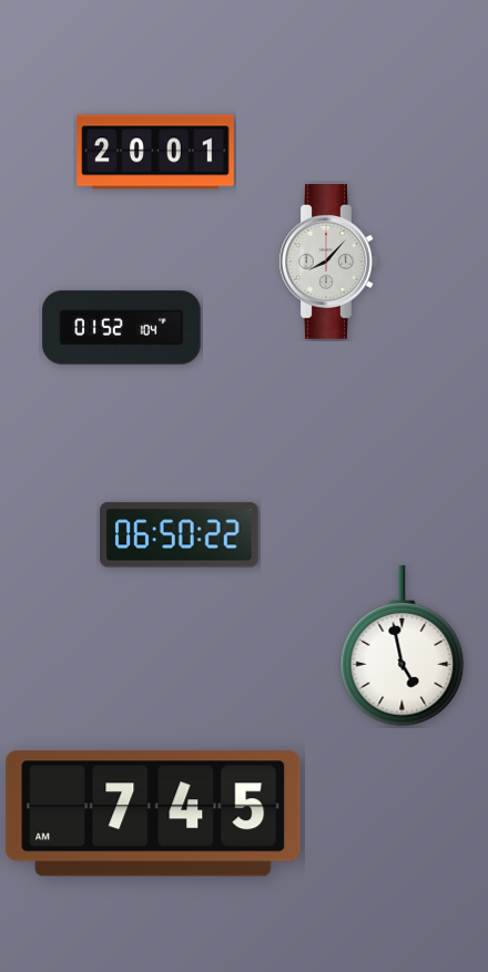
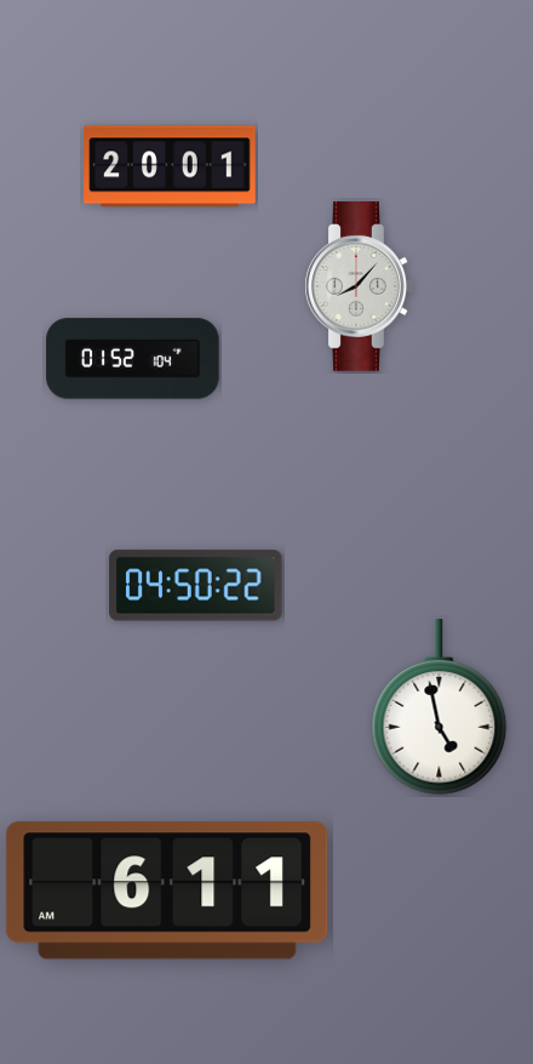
clock at (180, 535): 06:50 -> 04:50
clock at (153, 814): 7:45 -> 6:11
